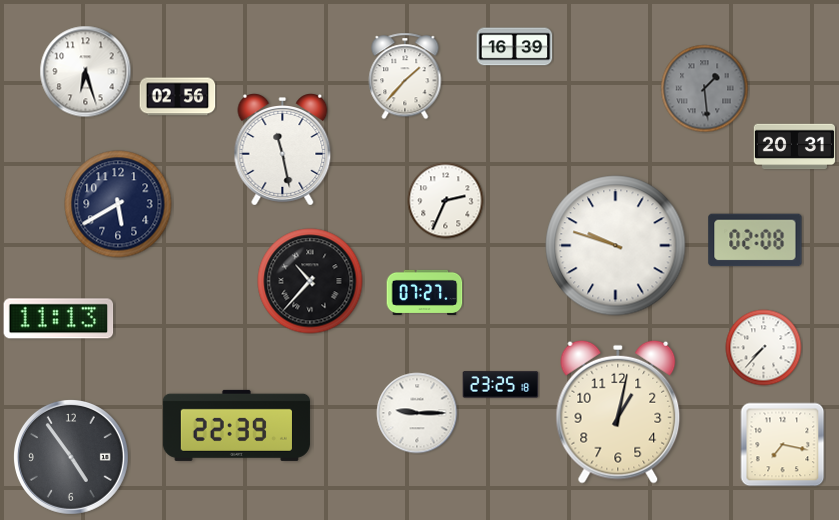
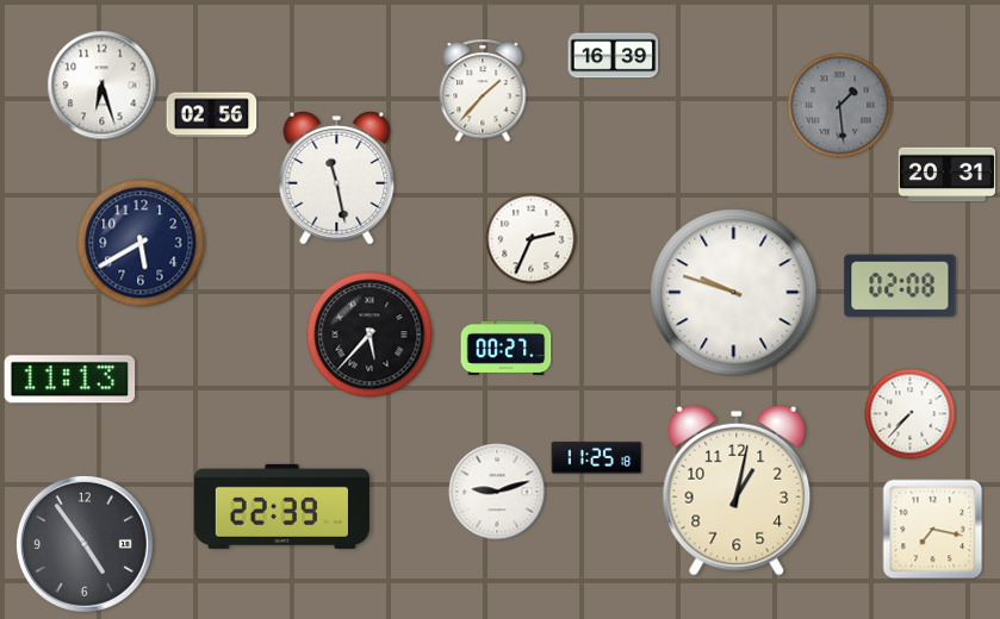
clock at (310, 281): 10:37 -> 5:37
clock at (425, 292): 07:27 -> 00:27
clock at (501, 385): 23:25 -> 11:25
clock at (417, 413): 9:15 -> 9:12
